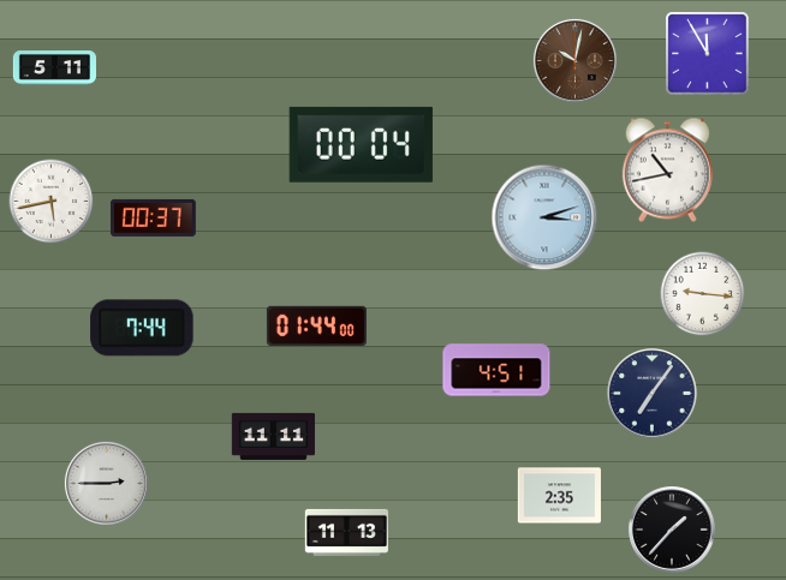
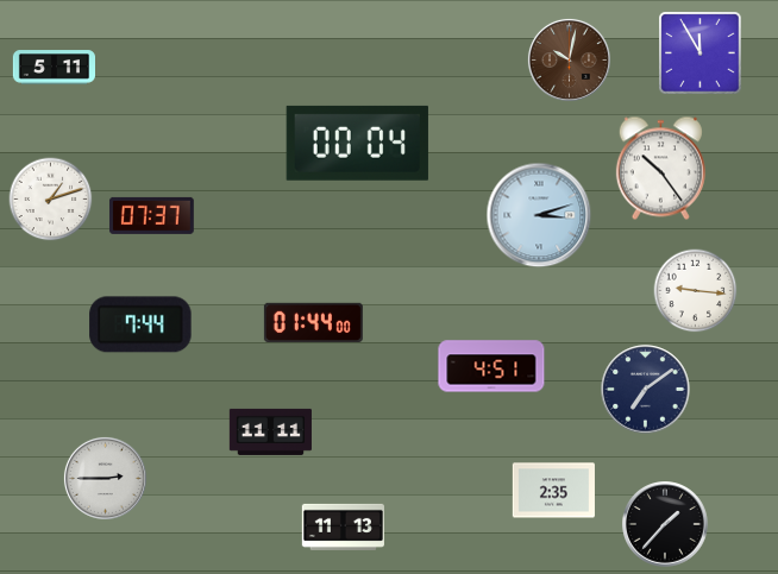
clock at (667, 171): 10:43 -> 10:24
clock at (52, 202): 5:43 -> 1:12
clock at (153, 217): 00:37 -> 07:37
clock at (653, 394): 7:06 -> 7:09
